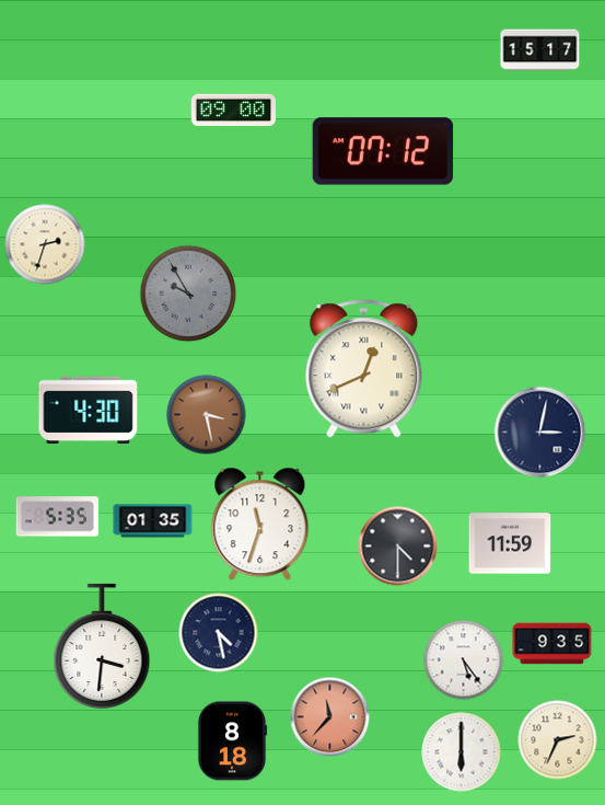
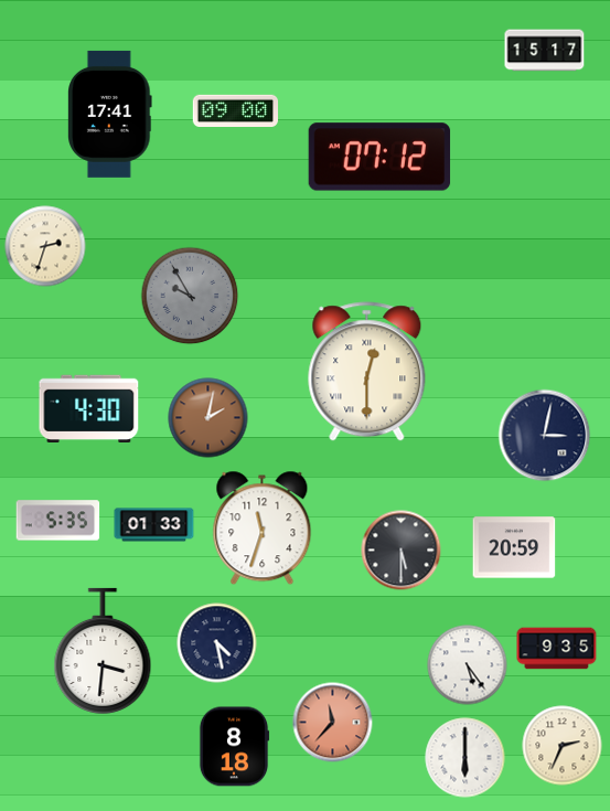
clock at (110, 114): none -> 17:41
clock at (383, 151) position: (383, 151) -> (379, 157)
clock at (364, 369): 12:41 -> 12:30
clock at (89, 410) position: (89, 410) -> (89, 408)
clock at (207, 415): 3:28 -> 2:02
clock at (153, 521): 01:35 -> 01:33
clock at (510, 543): 11:59 -> 20:59
clock at (398, 547): 4:30 -> 5:30
clock at (219, 633) position: (219, 633) -> (217, 643)
